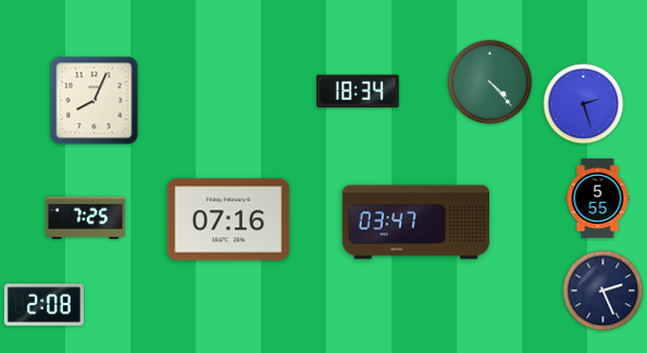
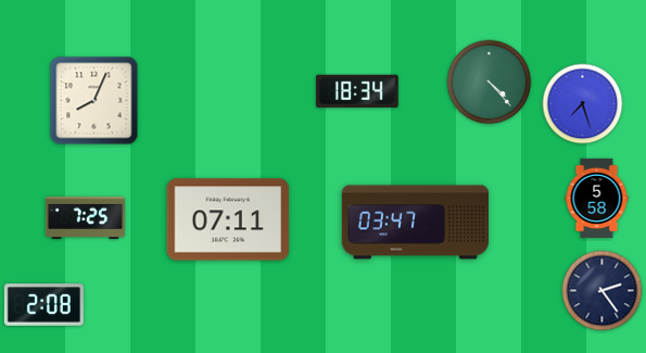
clock at (584, 104): 2:27 -> 7:27
clock at (598, 198): 5:55 -> 5:58
clock at (228, 219): 07:16 -> 07:11
clock at (604, 291): 2:26 -> 2:24
